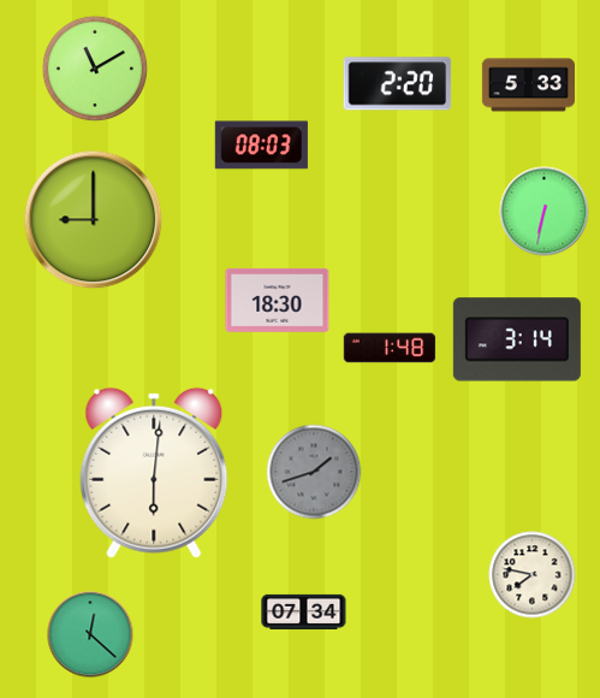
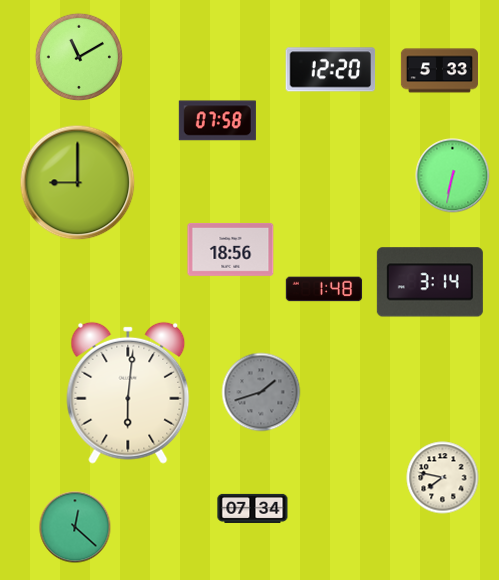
clock at (398, 84): 2:20 -> 12:20
clock at (261, 146): 08:03 -> 07:58
clock at (278, 300): 18:30 -> 18:56
